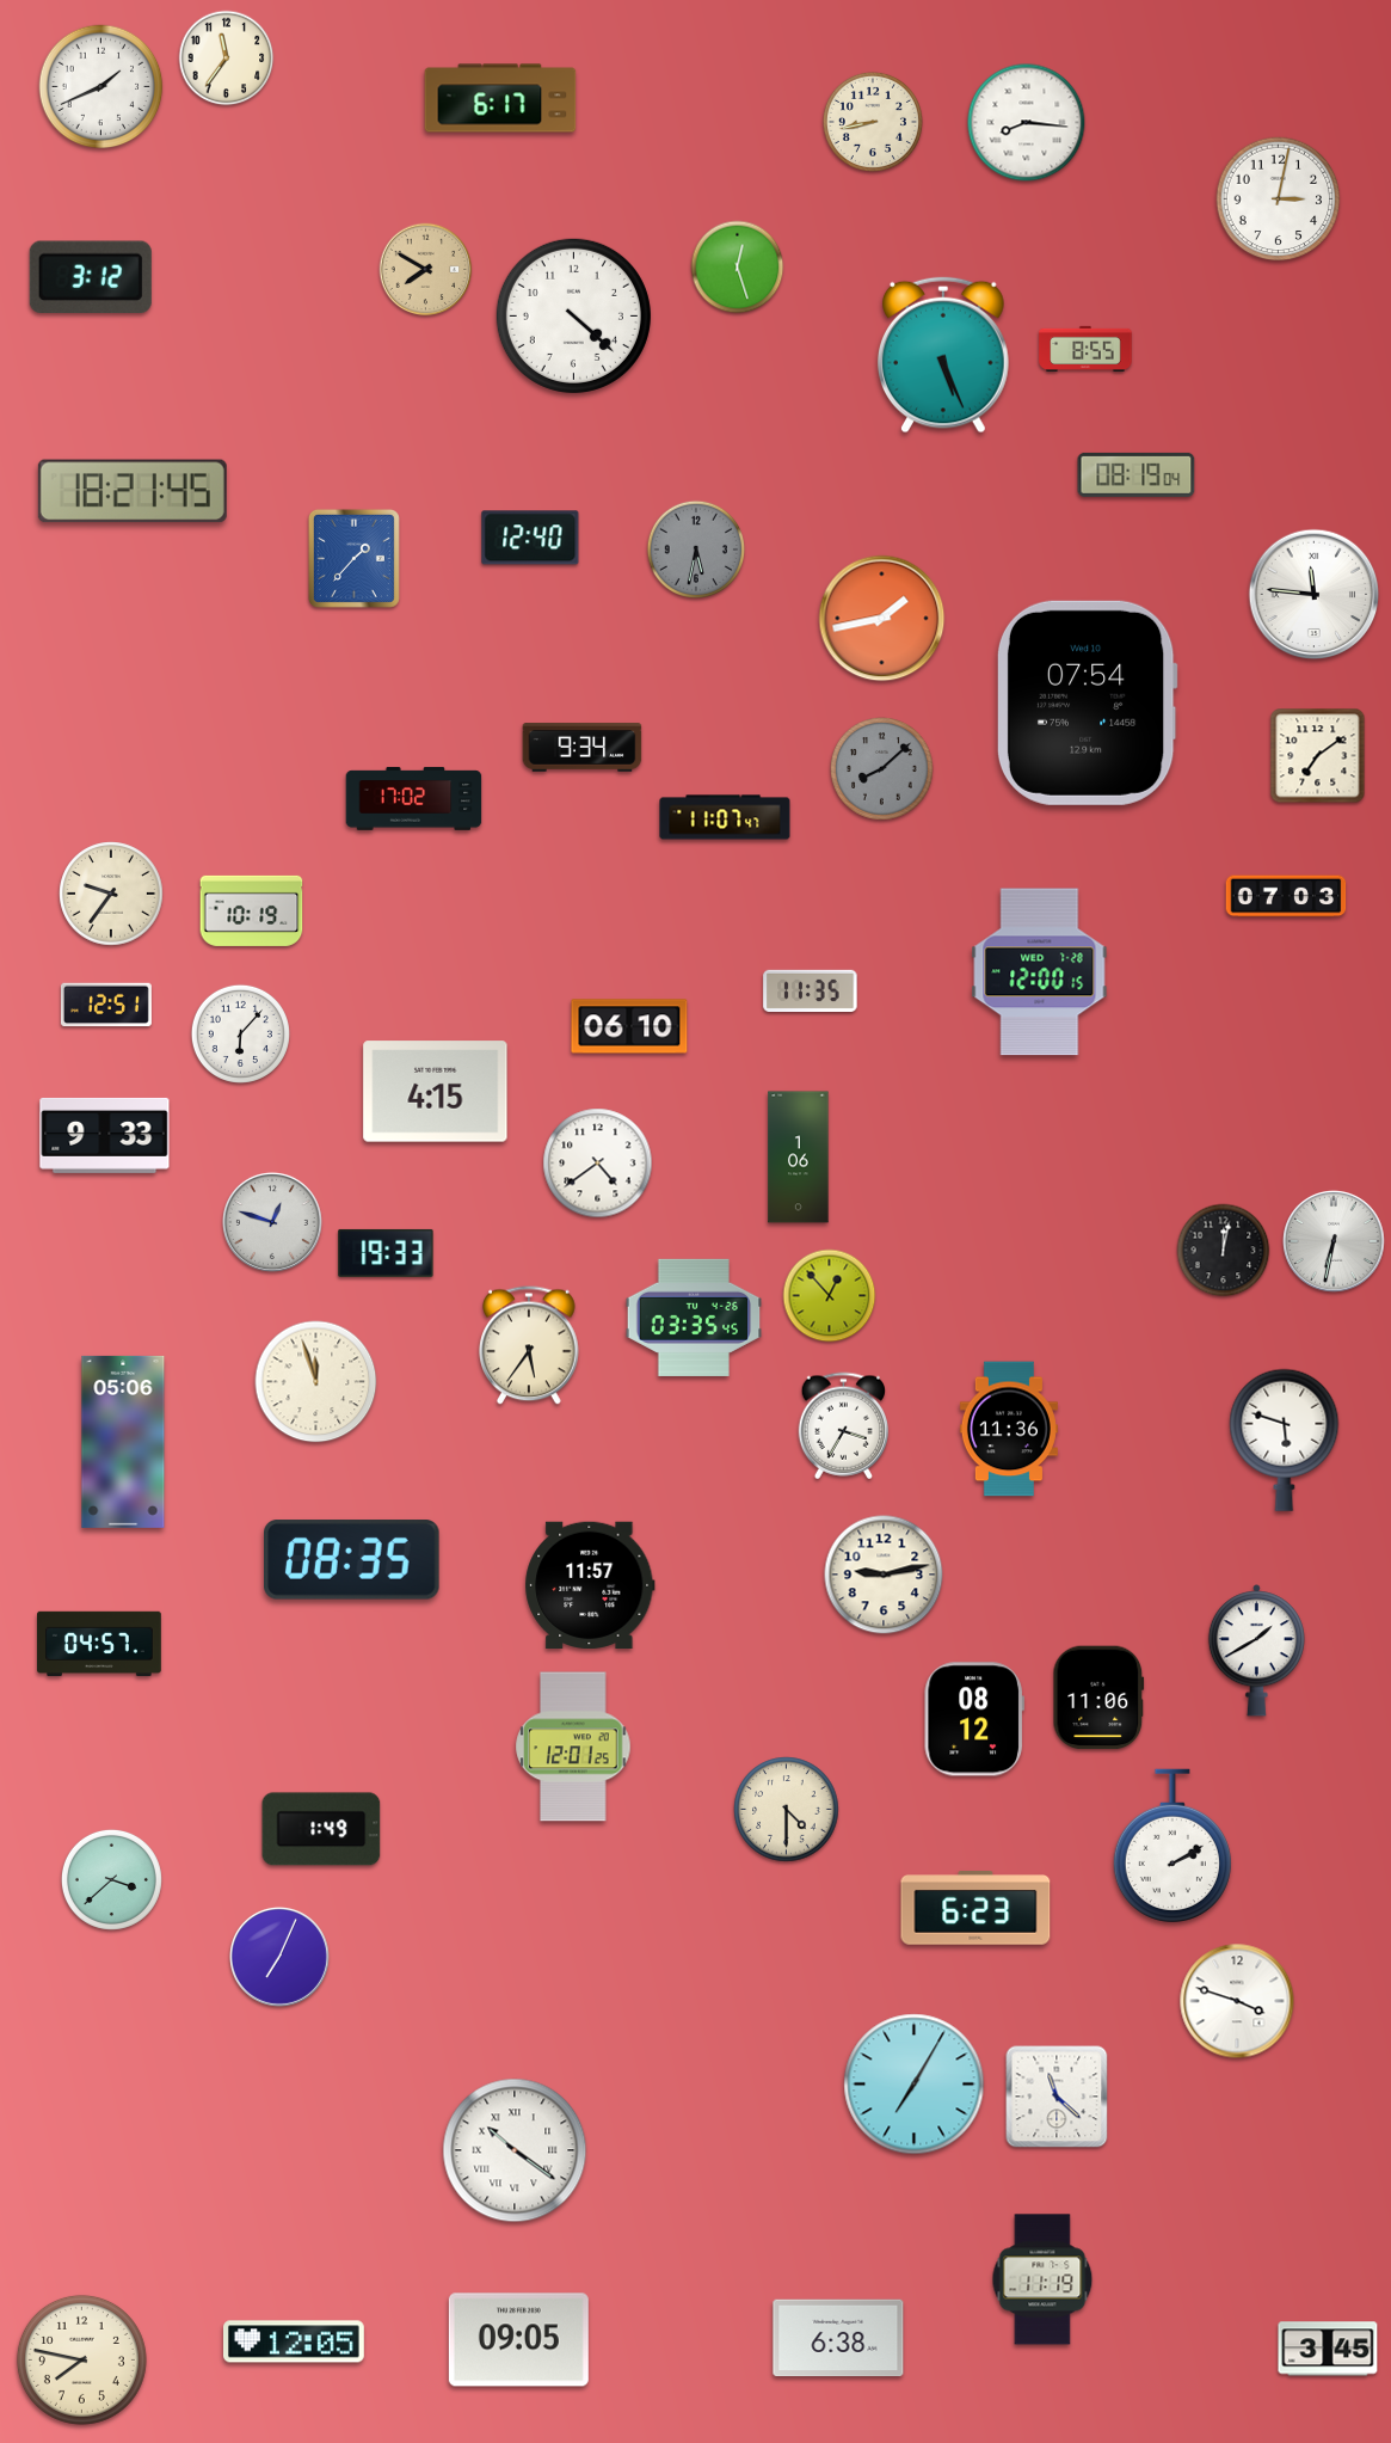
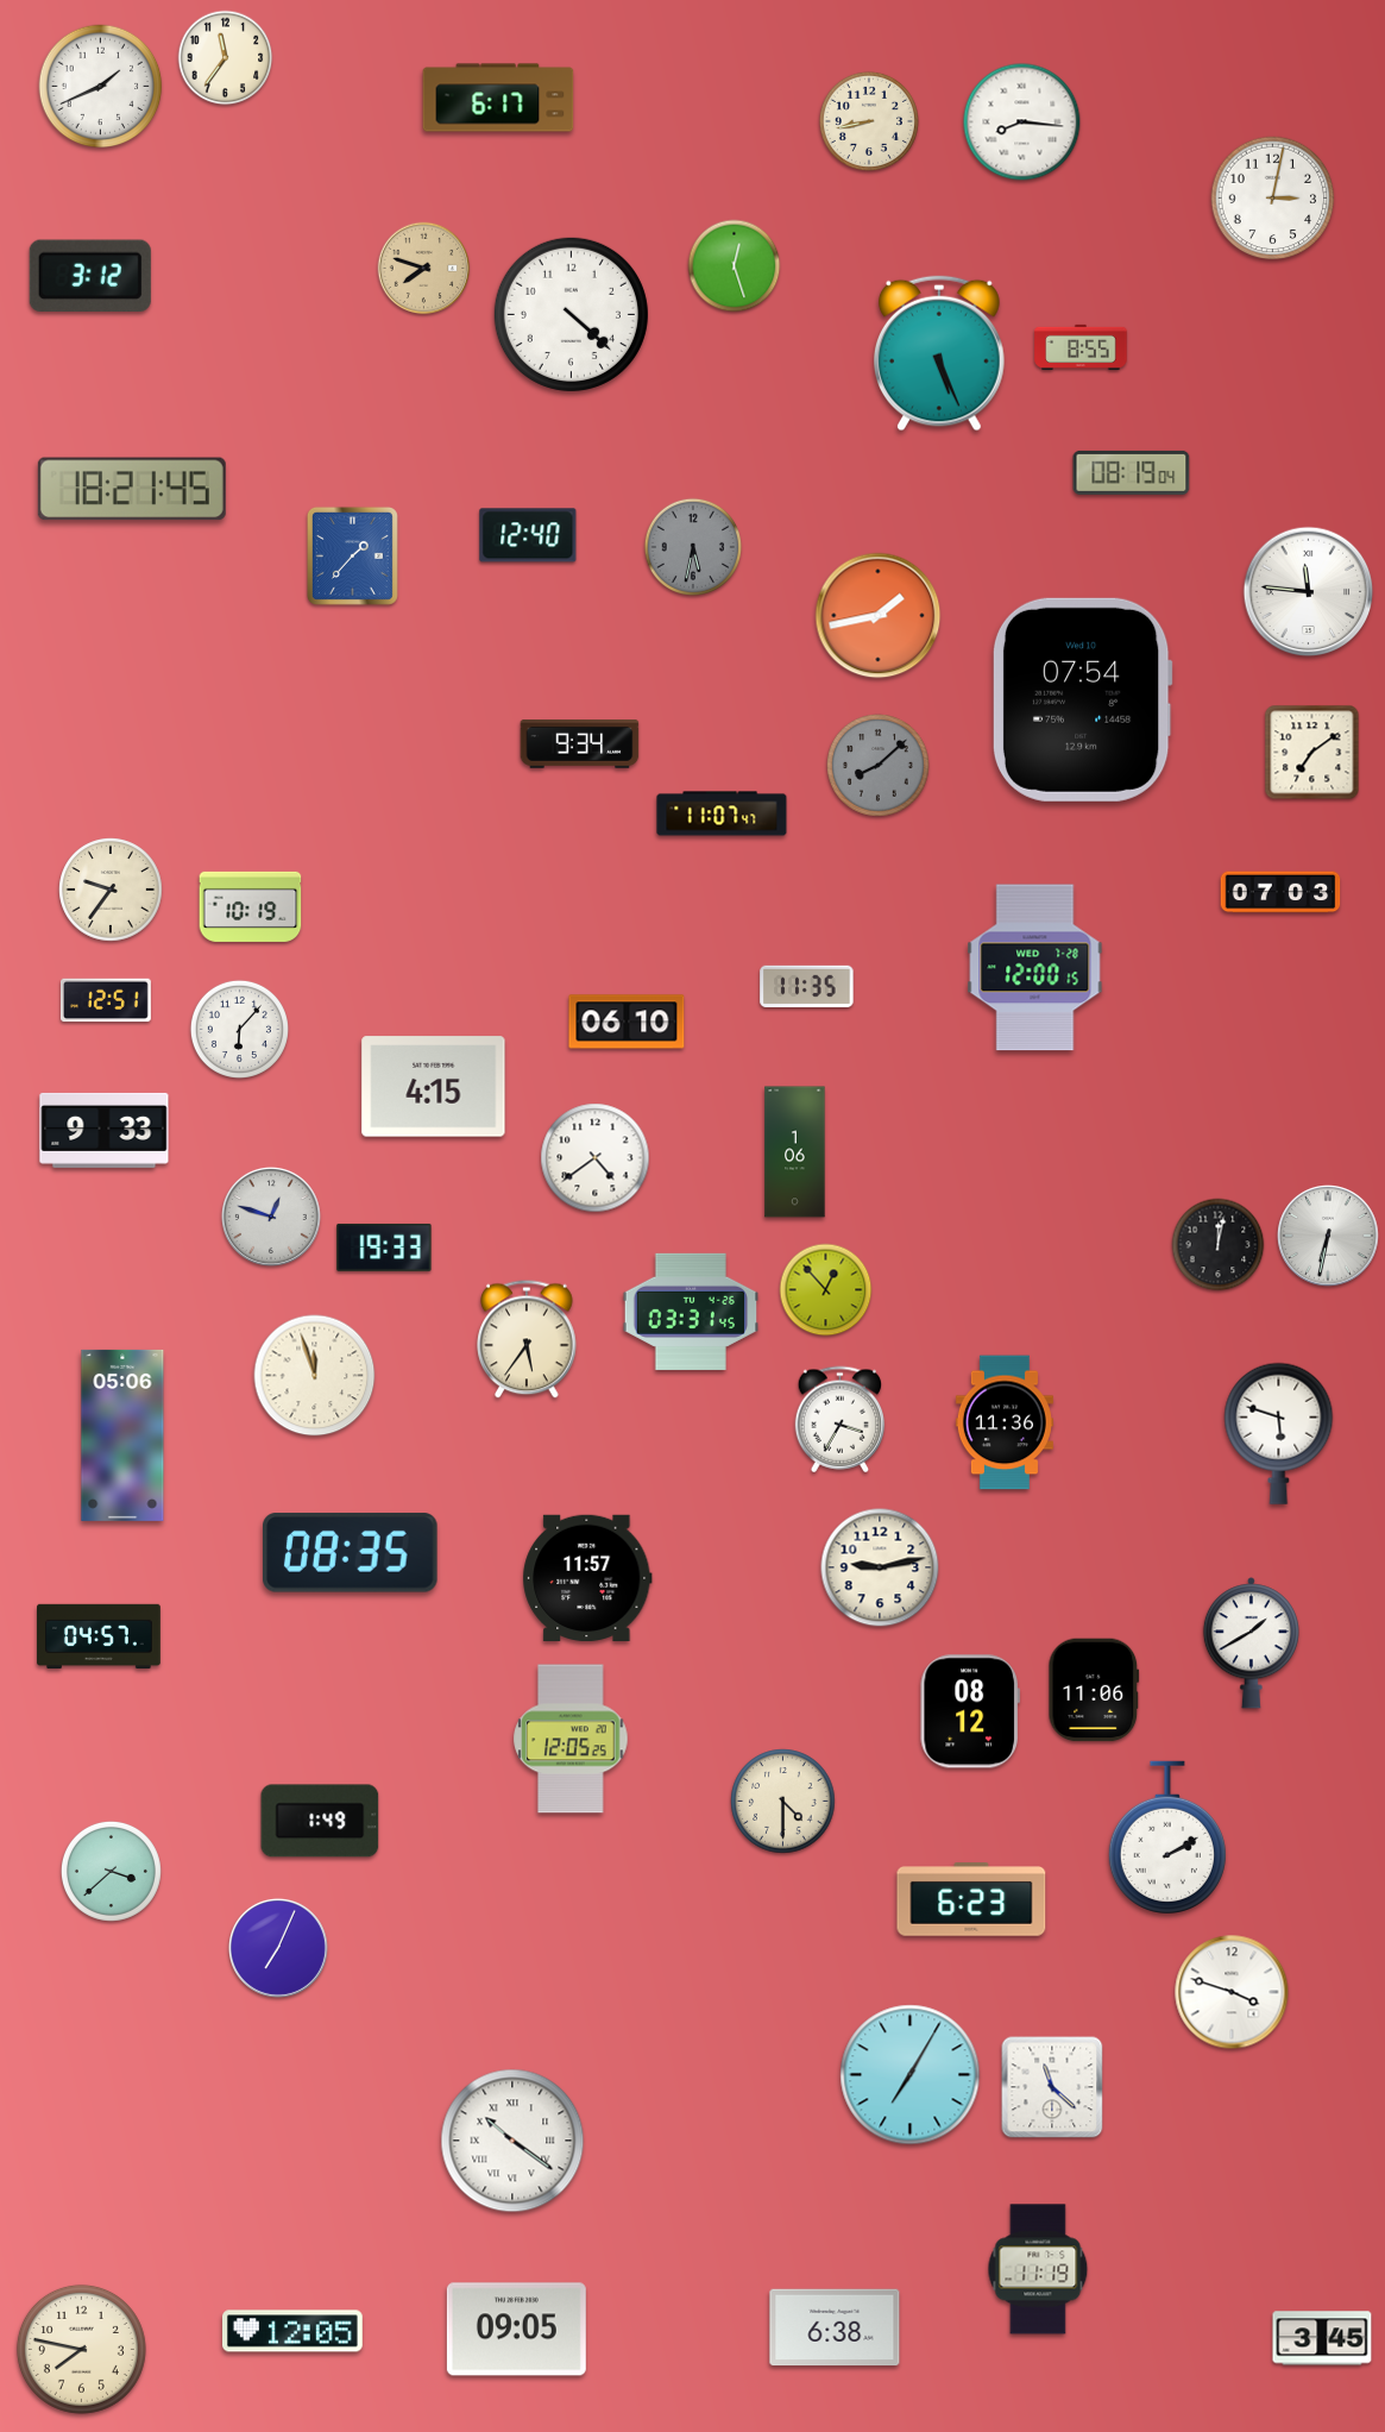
clock at (426, 270): 7:50 -> 7:48
clock at (414, 799): 17:02 -> none
clock at (694, 1318): 03:35 -> 03:31
clock at (573, 1747): 12:01 -> 12:05
